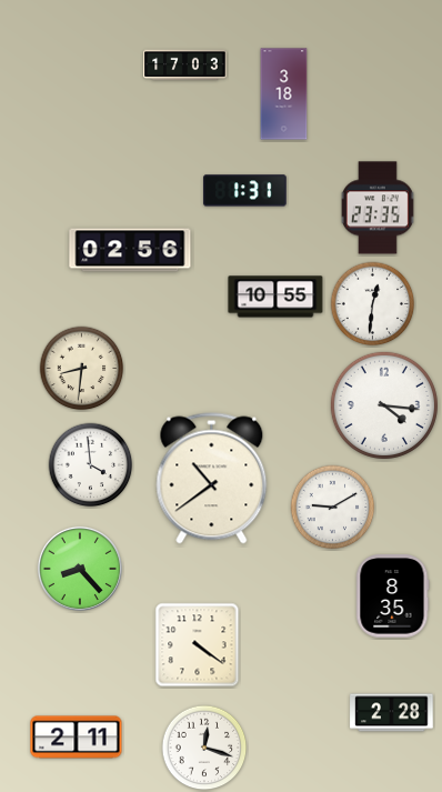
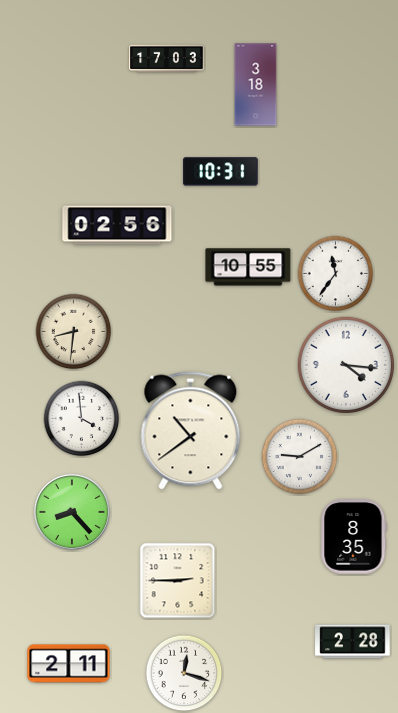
clock at (245, 191): 1:31 -> 10:31
clock at (378, 208): 23:35 -> none
clock at (373, 304): 12:31 -> 11:36
clock at (198, 645): 4:21 -> 2:45
